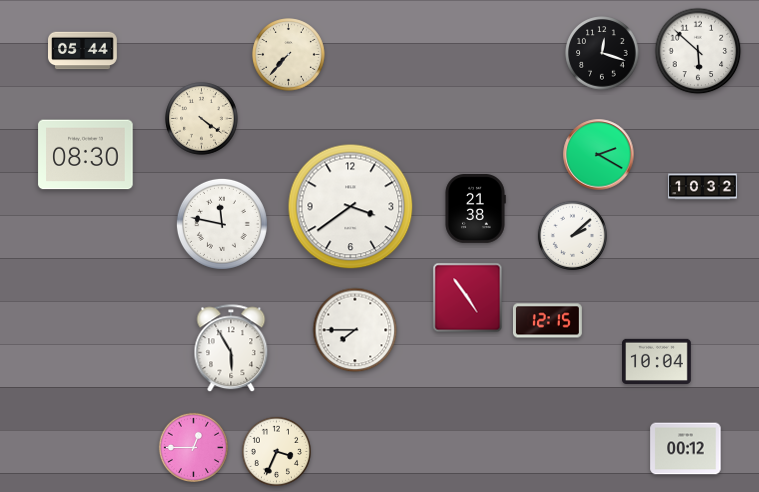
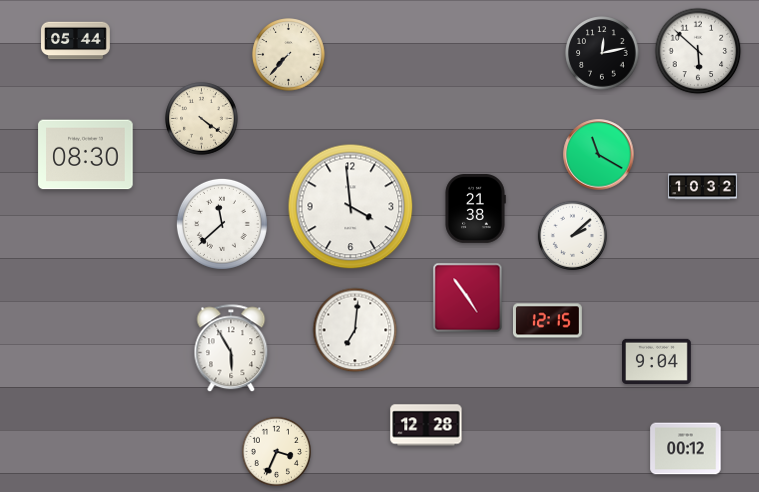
clock at (83, 51) position: (83, 51) -> (76, 41)
clock at (602, 53): 12:18 -> 12:13
clock at (599, 155): 2:20 -> 11:20
clock at (351, 207): 3:39 -> 3:59
clock at (222, 224): 11:47 -> 11:38
clock at (355, 330): 7:45 -> 7:01
clock at (657, 361): 10:04 -> 9:04
clock at (426, 425): none -> 12:28
clock at (193, 447): 12:45 -> none
